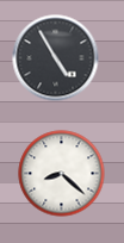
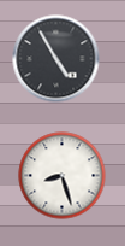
clock at (62, 174): 8:22 -> 8:27
